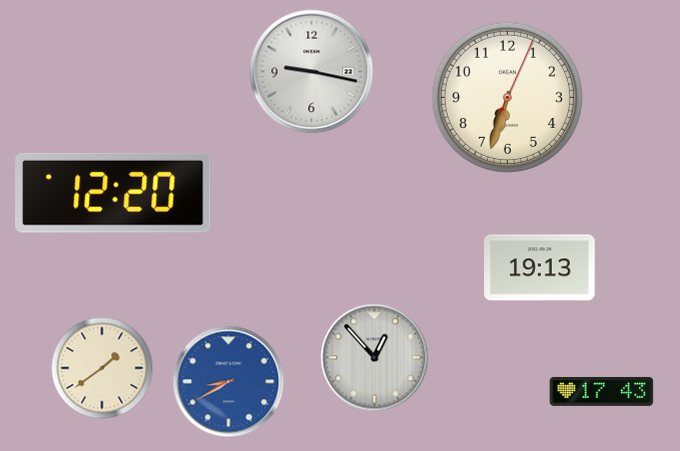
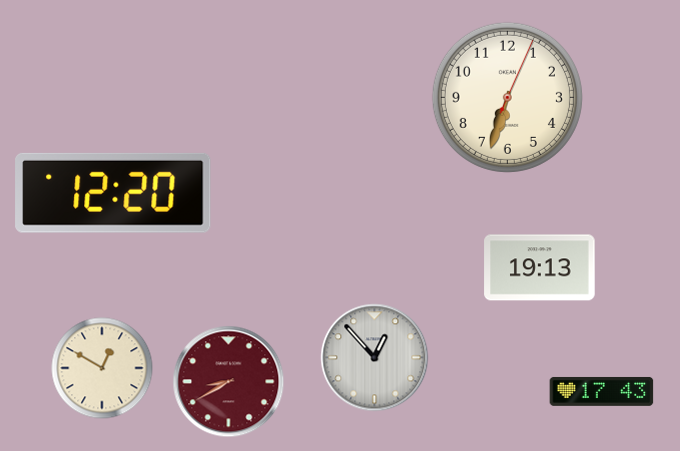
clock at (312, 72): 9:17 -> none
clock at (102, 368): 1:39 -> 12:50
clock at (229, 382) dial: blue -> burgundy
